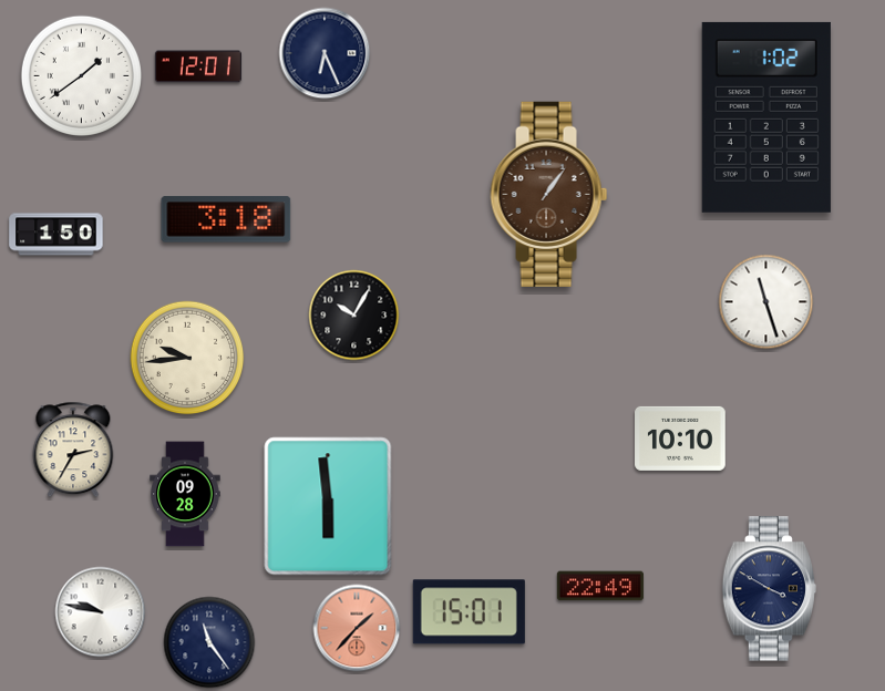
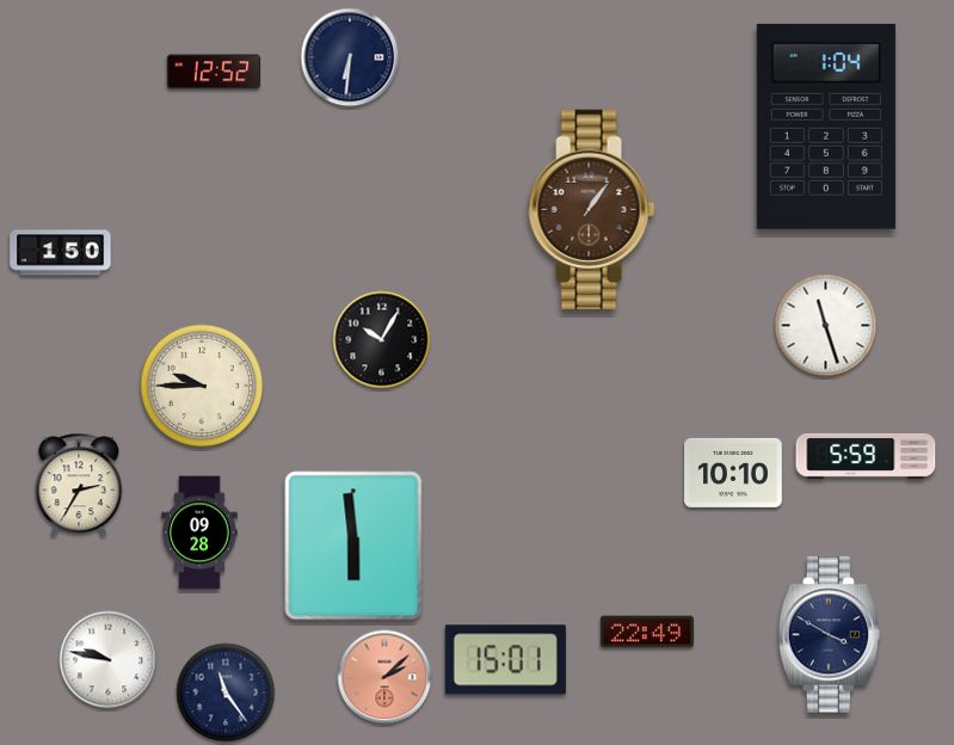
clock at (325, 53): 6:26 -> 6:31
clock at (198, 66): 12:01 -> 12:52
clock at (81, 75): 1:39 -> none
clock at (766, 117): 1:02 -> 1:04
clock at (226, 219): 3:18 -> none
clock at (187, 358): 9:44 -> 9:45
clock at (866, 456): none -> 5:59
clock at (357, 628): 1:37 -> 2:08
